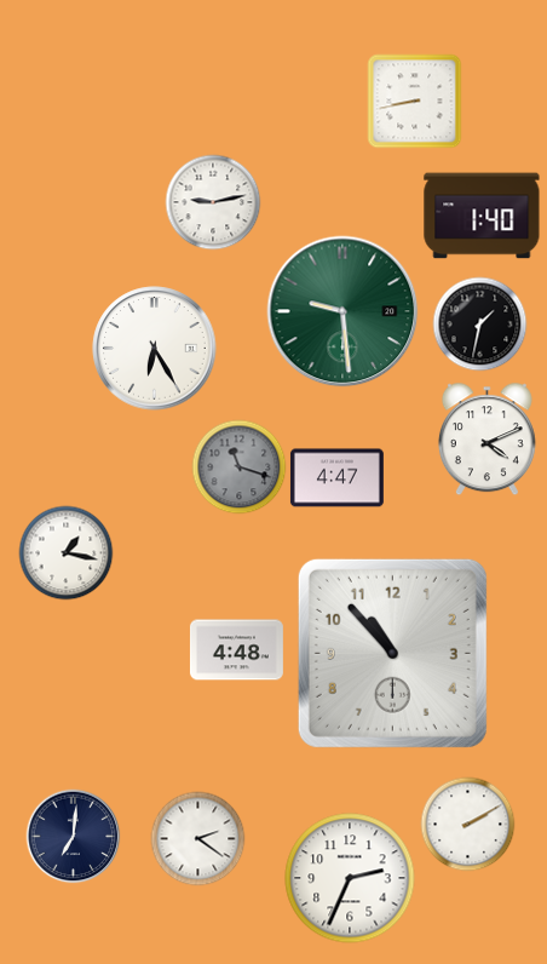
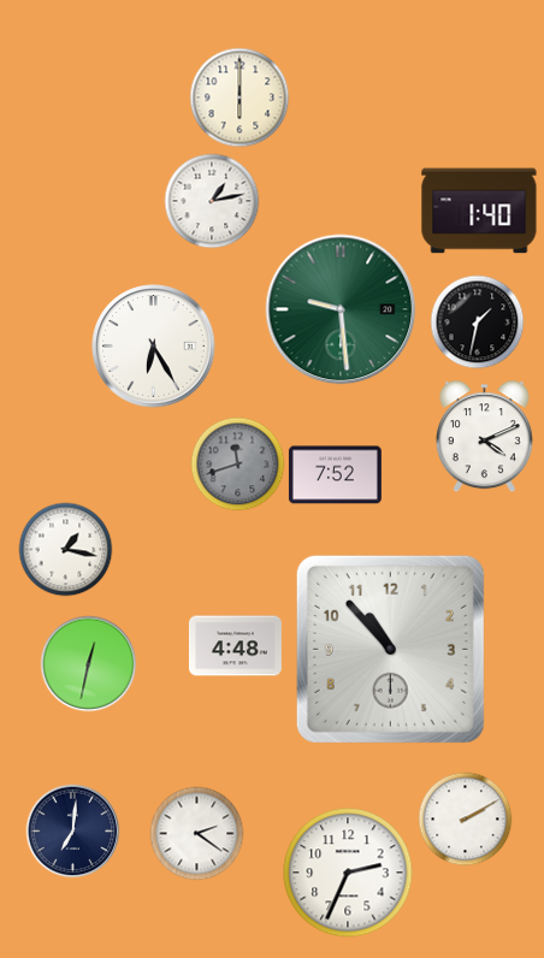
clock at (240, 97): none -> 6:00
clock at (414, 101): 8:43 -> none
clock at (213, 202): 9:13 -> 1:13
clock at (482, 216) position: (482, 216) -> (479, 211)
clock at (238, 466): 11:18 -> 11:42
clock at (336, 478): 4:47 -> 7:52
clock at (88, 663): none -> 12:32
